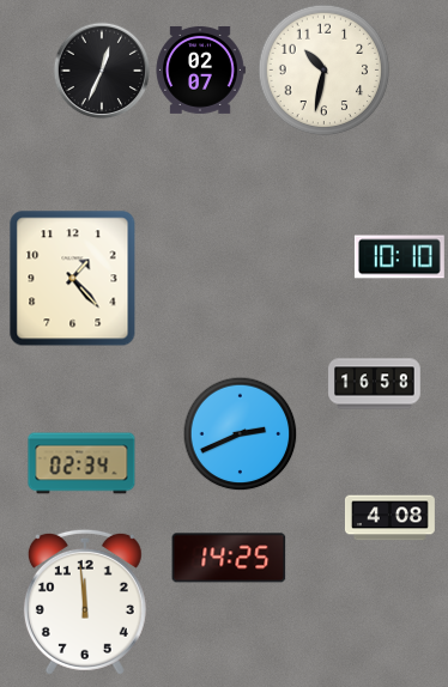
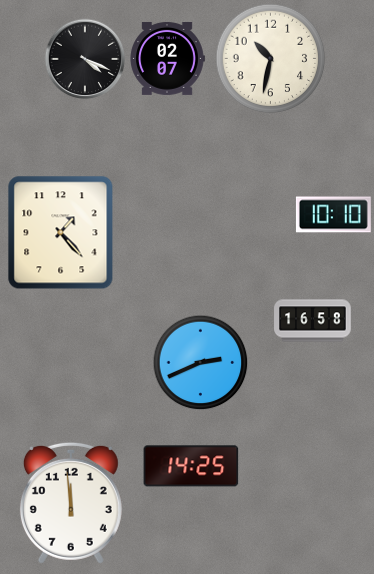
clock at (102, 71): 12:34 -> 4:19
clock at (81, 463): 02:34 -> none
clock at (389, 518): 4:08 -> none
